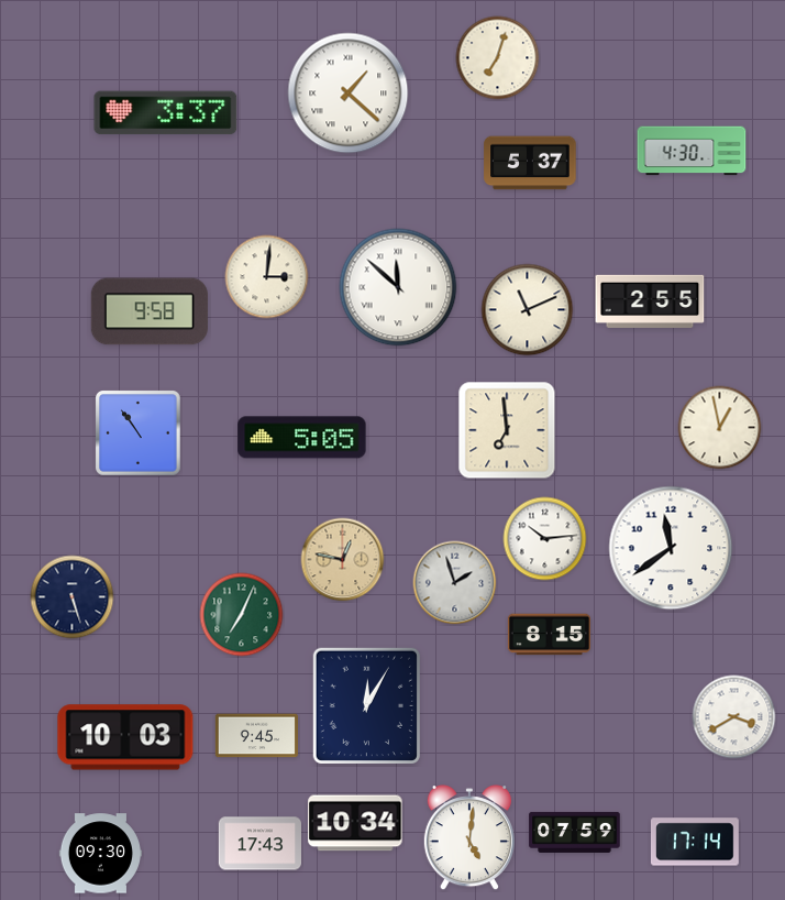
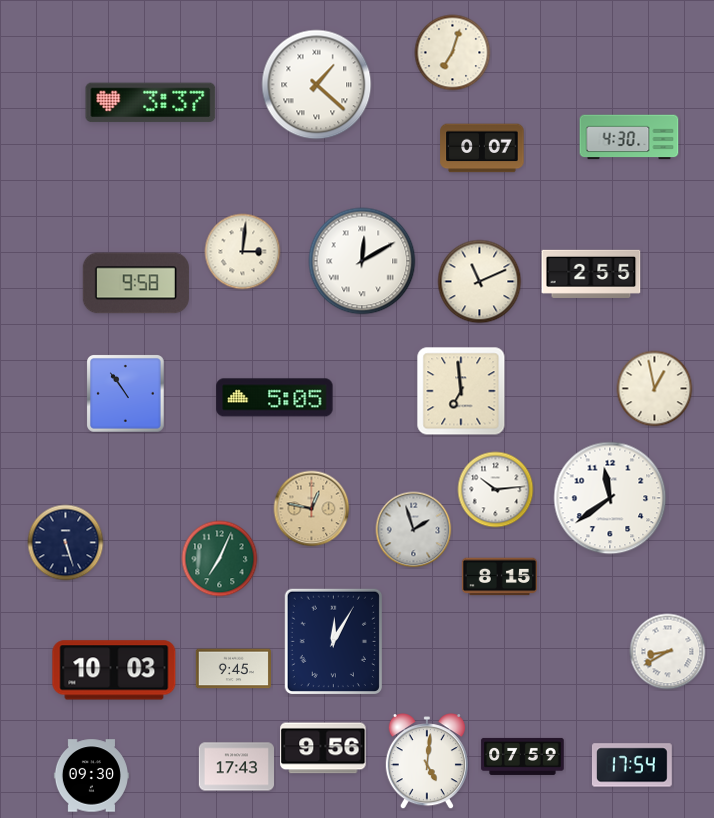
clock at (530, 163): 5:37 -> 0:07
clock at (398, 287): 11:52 -> 12:10
clock at (734, 717): 3:40 -> 8:40
clock at (355, 823): 10:34 -> 9:56
clock at (695, 842): 17:14 -> 17:54
